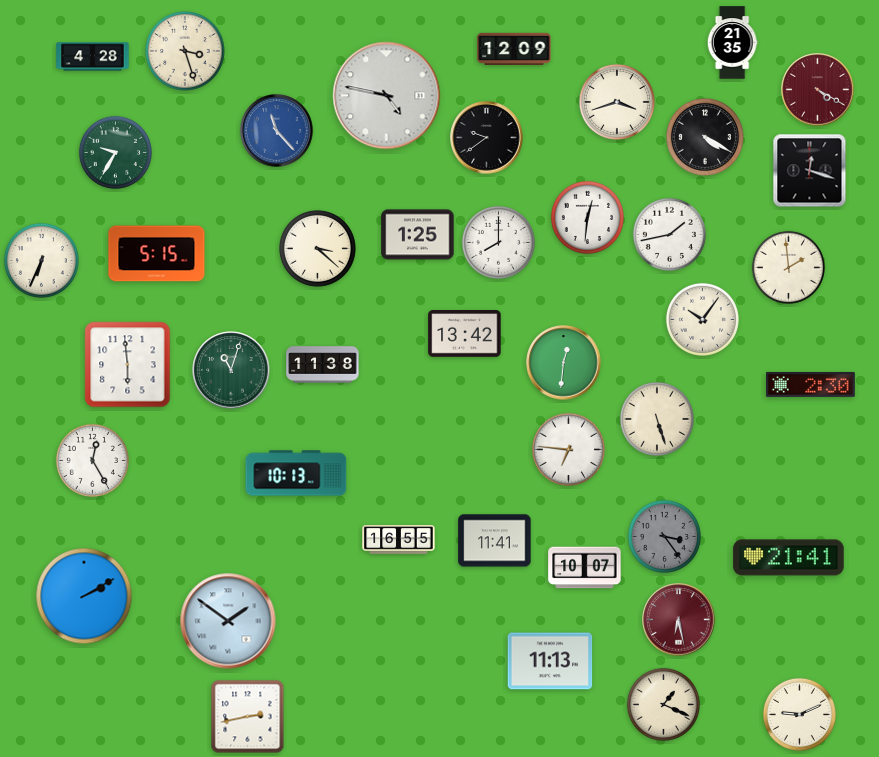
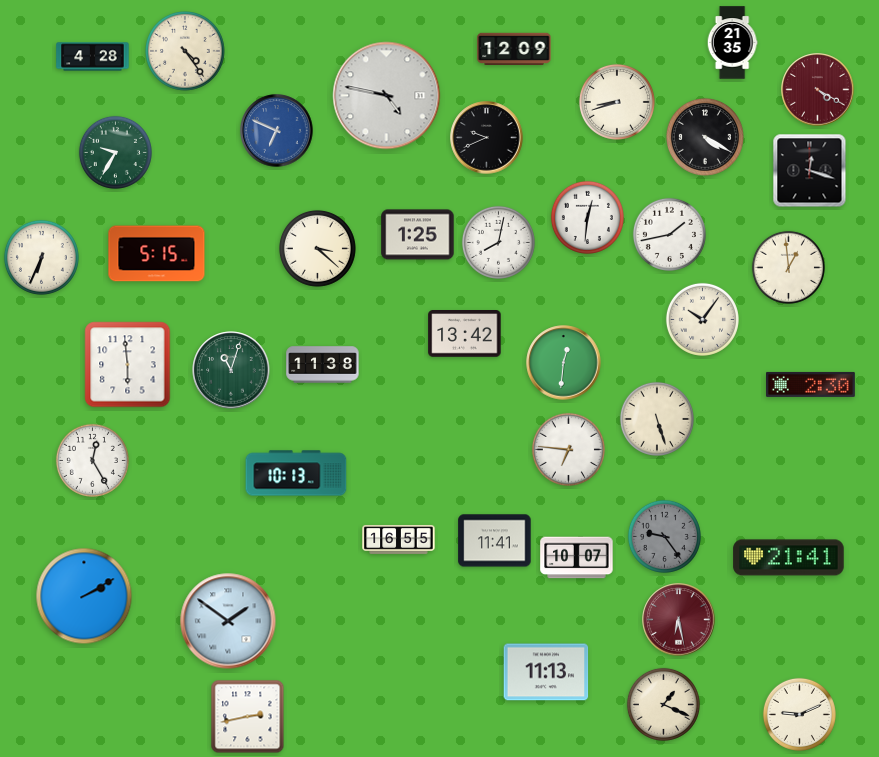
clock at (185, 51): 3:27 -> 4:24
clock at (617, 102): 3:42 -> 8:42
clock at (277, 131): 11:23 -> 6:49
clock at (487, 138): 9:39 -> 9:41
clock at (498, 242): 8:00 -> 8:02
clock at (41, 260) position: (41, 260) -> (41, 257)
clock at (788, 267): 1:59 -> 12:59
clock at (664, 536): 3:24 -> 9:24
clock at (585, 568) position: (585, 568) -> (577, 558)
clock at (550, 661) position: (550, 661) -> (546, 672)
